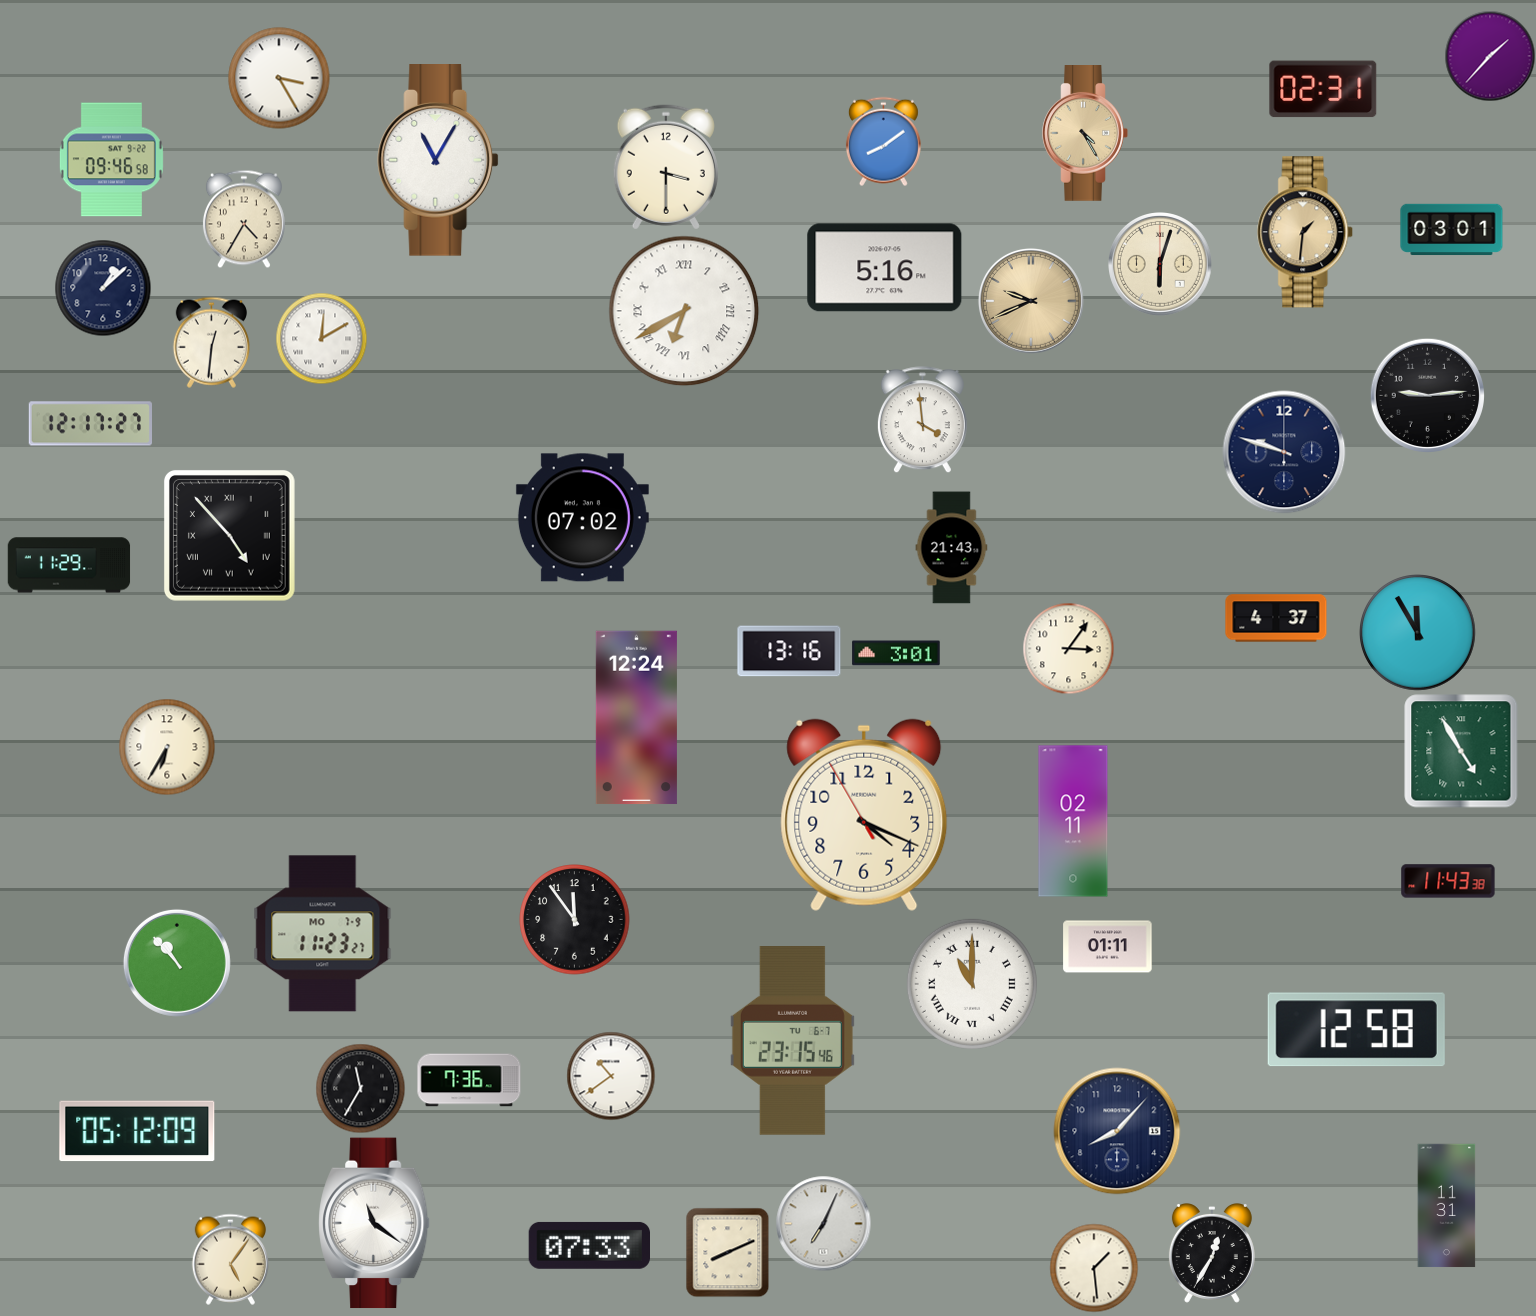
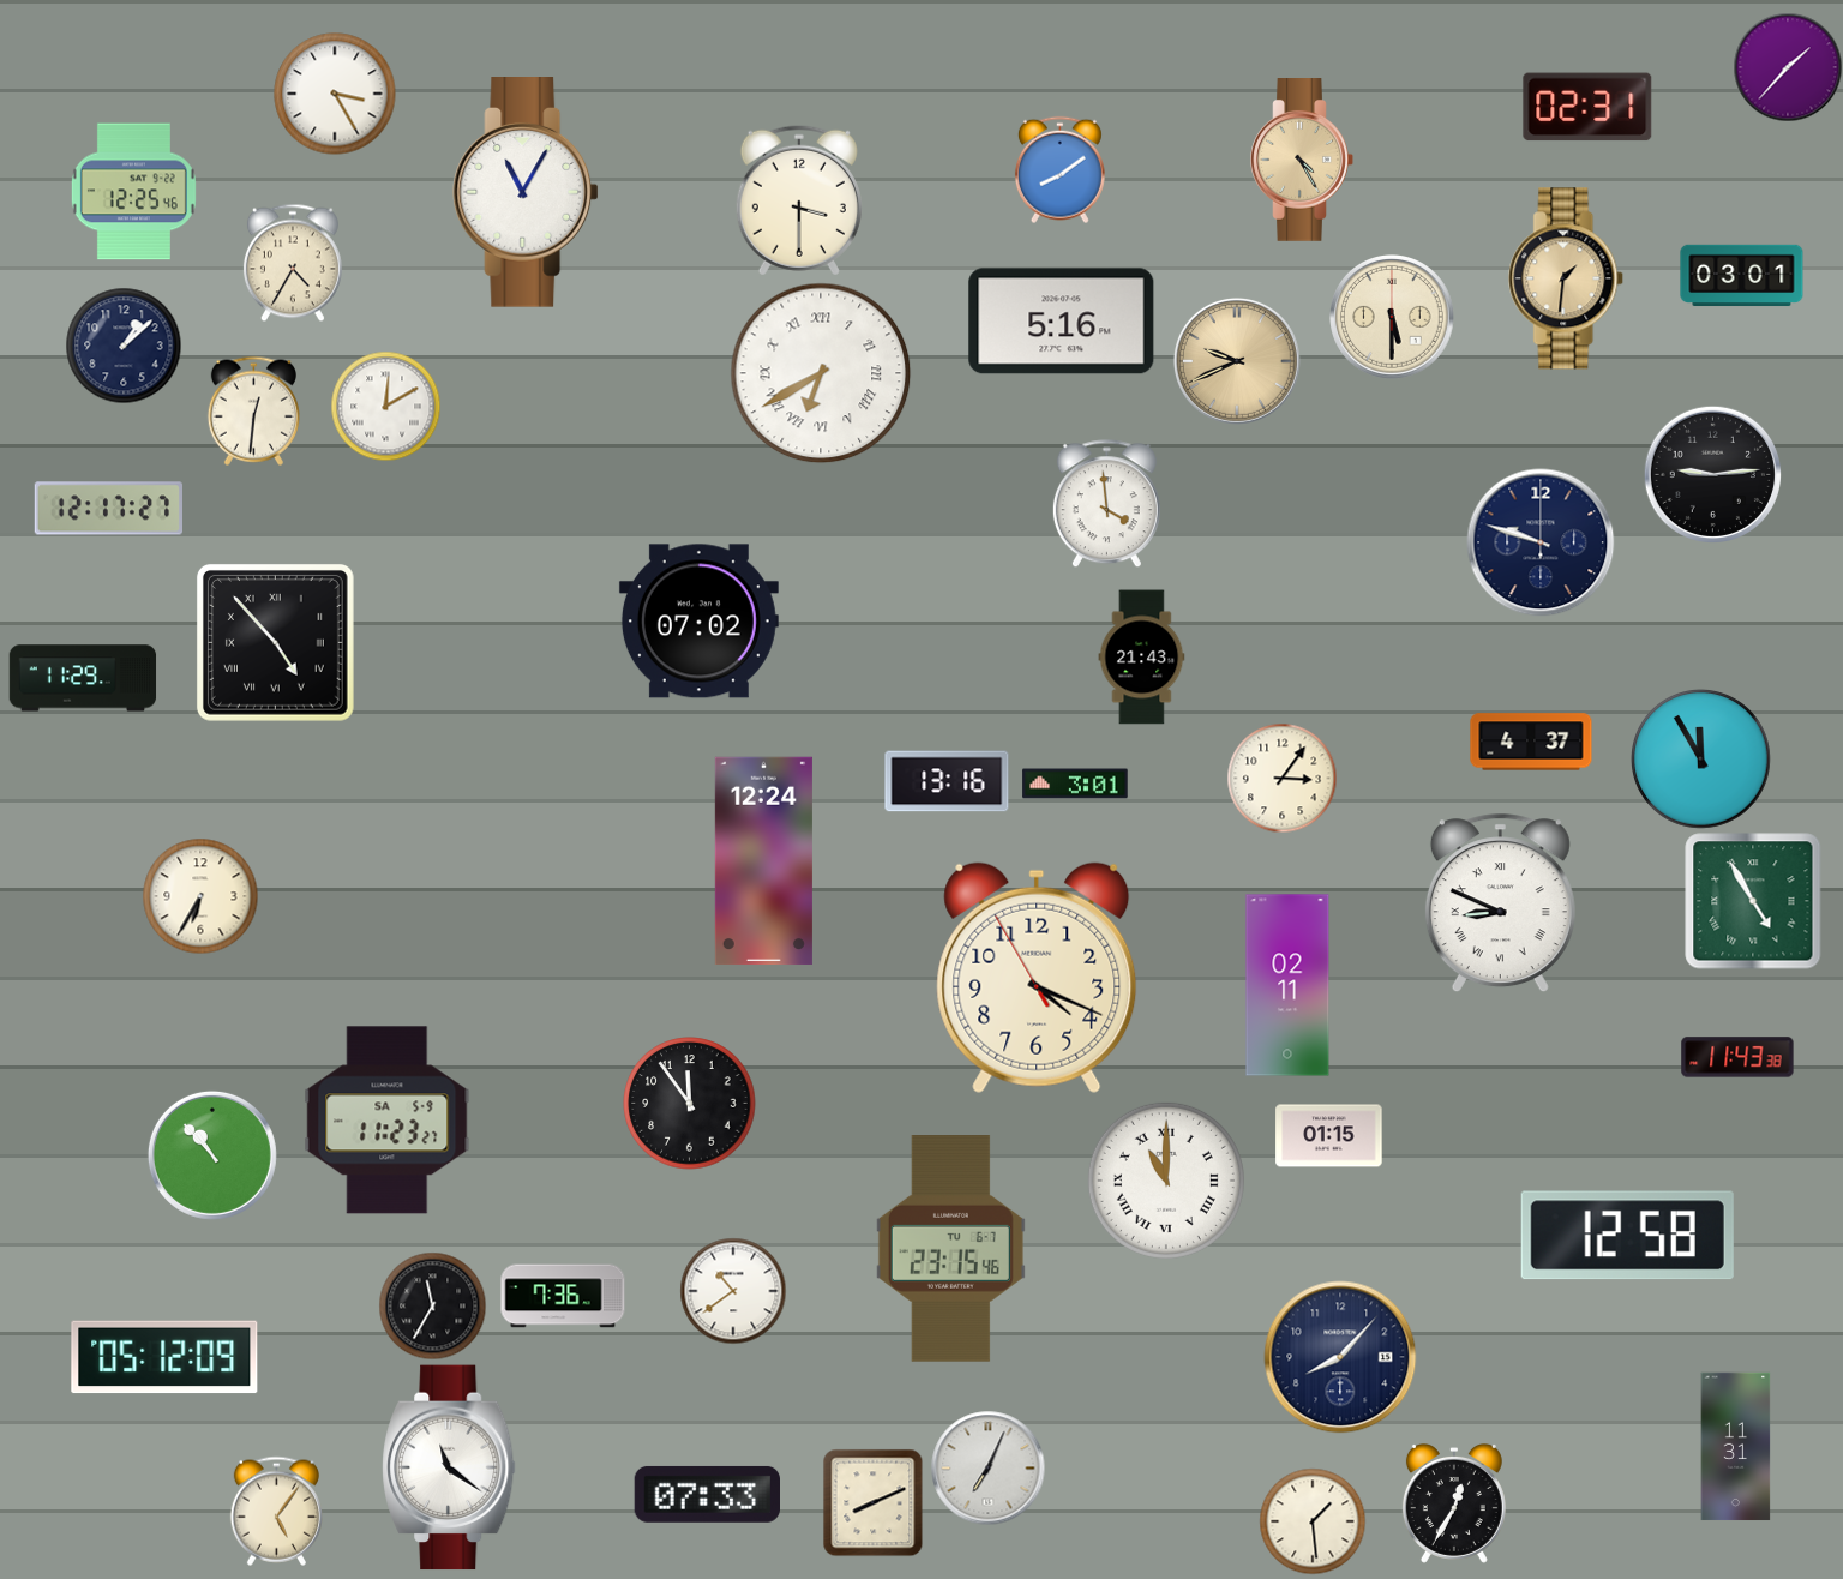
clock at (111, 160): 09:46 -> 12:25
clock at (1161, 265): 6:03 -> 5:30
clock at (1500, 903): none -> 8:49
clock at (323, 934) date: MO 7-9 -> SA 5-9
clock at (1108, 947): 01:11 -> 01:15
